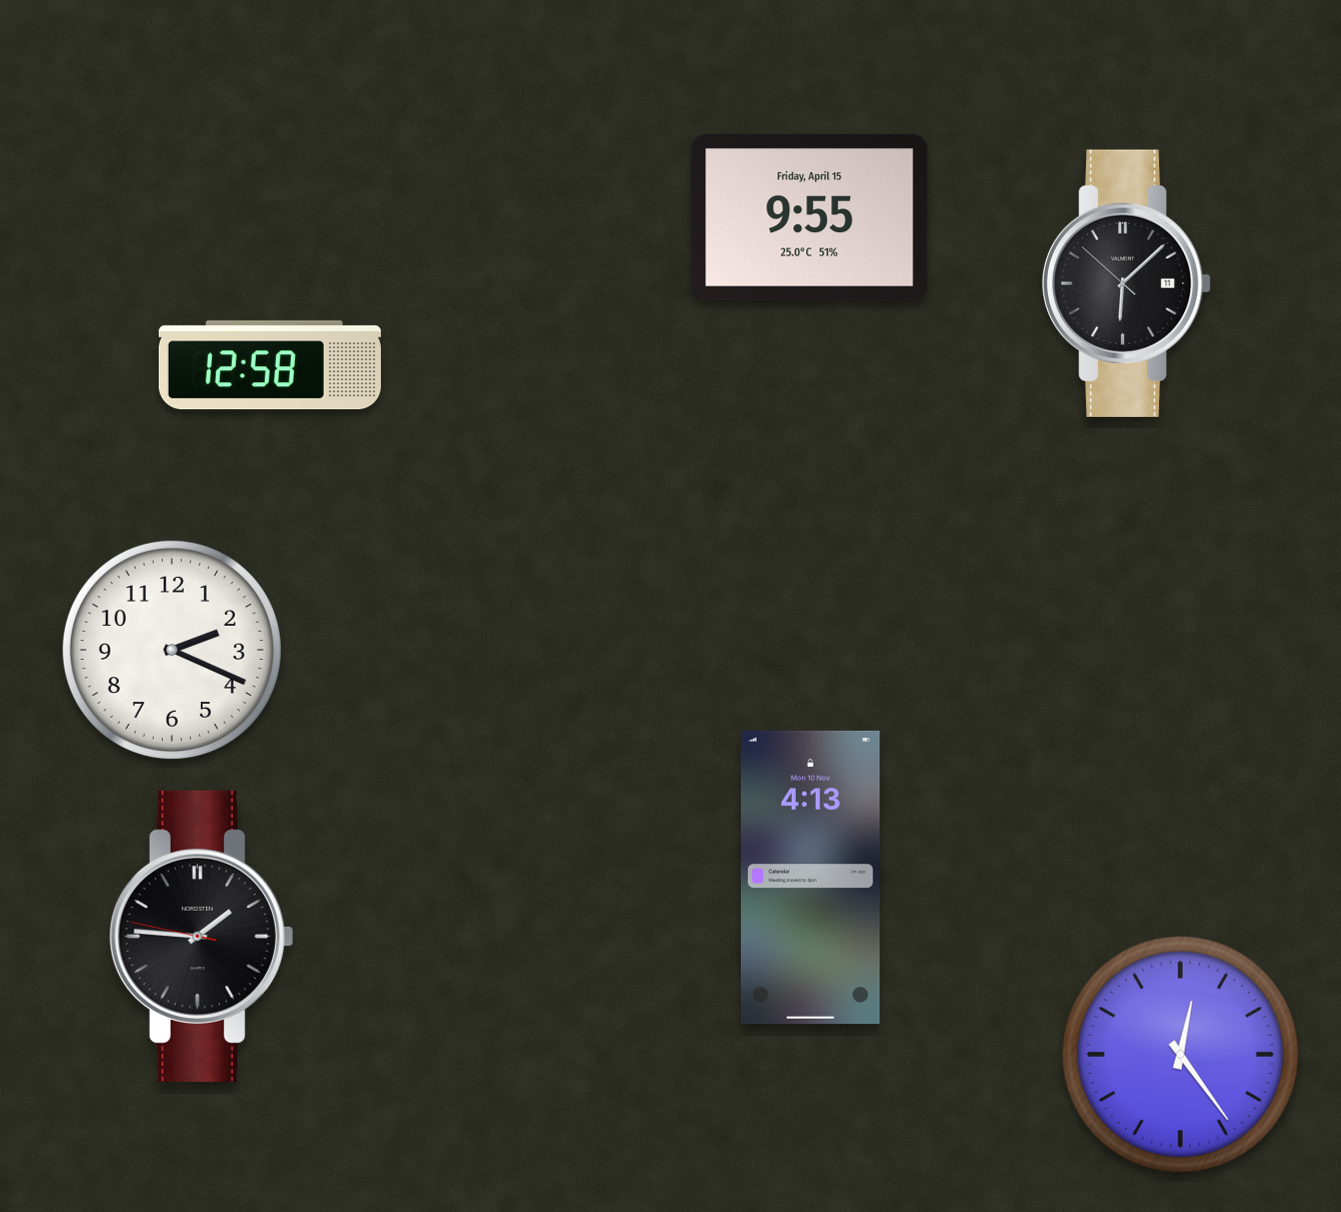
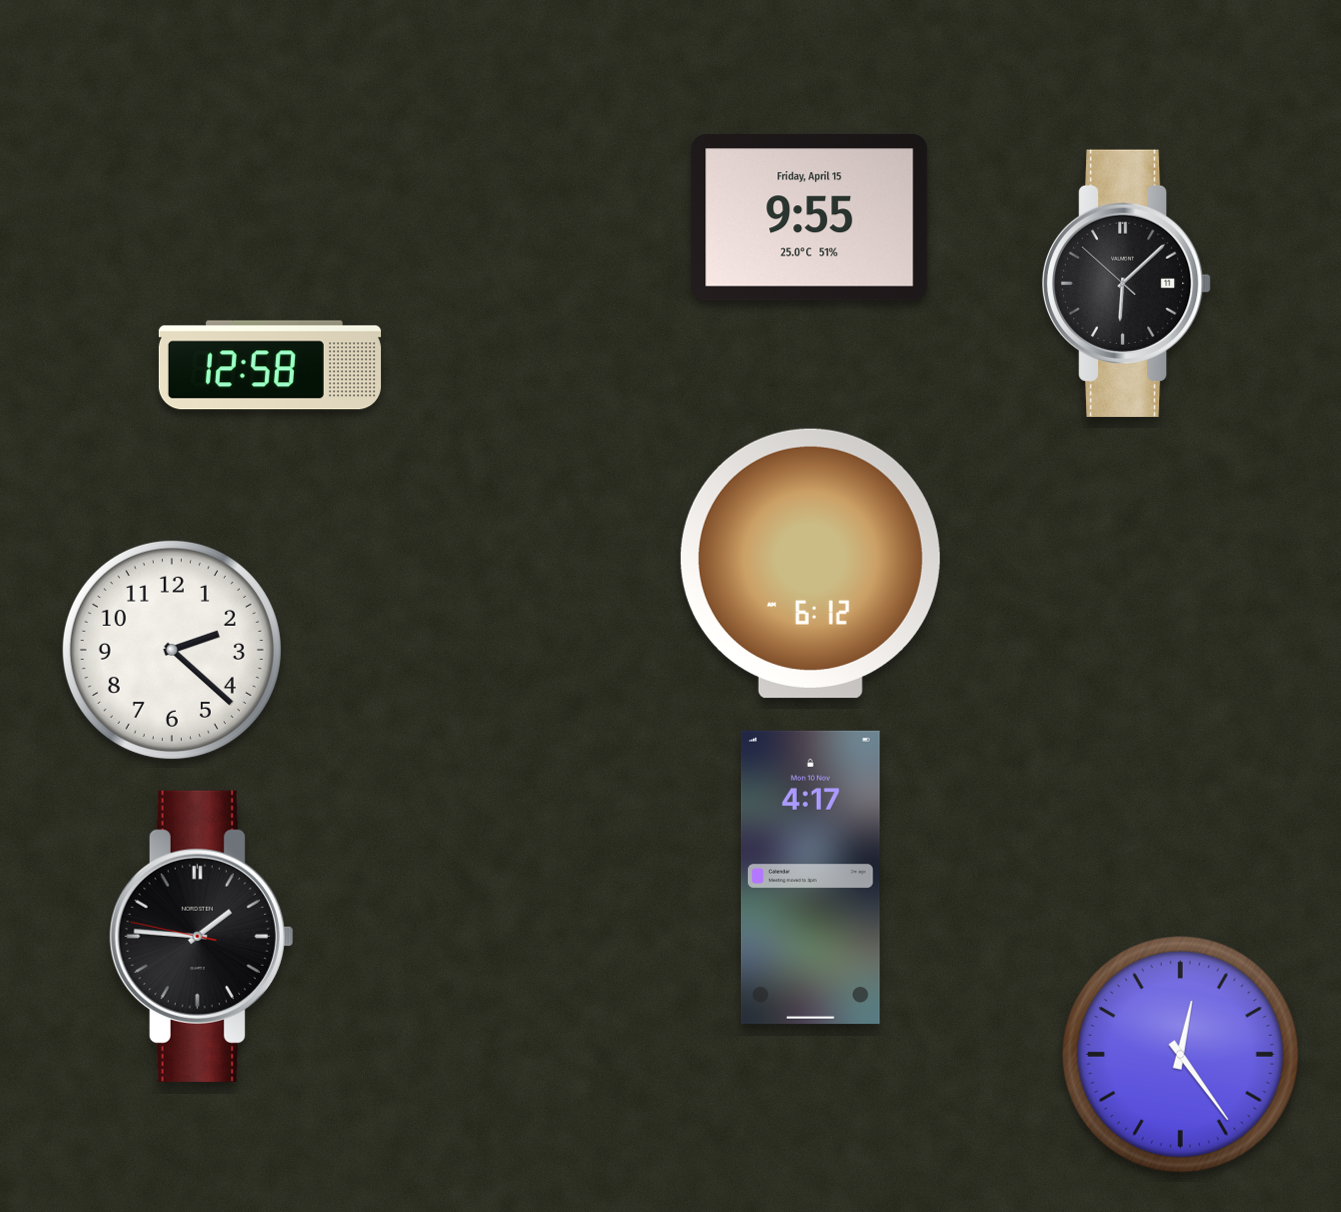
clock at (810, 563): none -> 6:12
clock at (172, 650): 2:19 -> 2:22
clock at (810, 877): 4:13 -> 4:17
